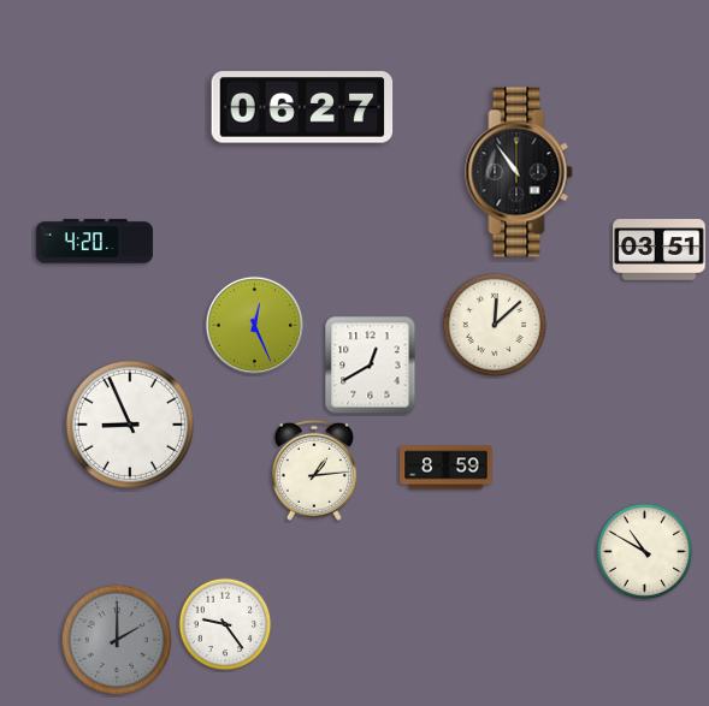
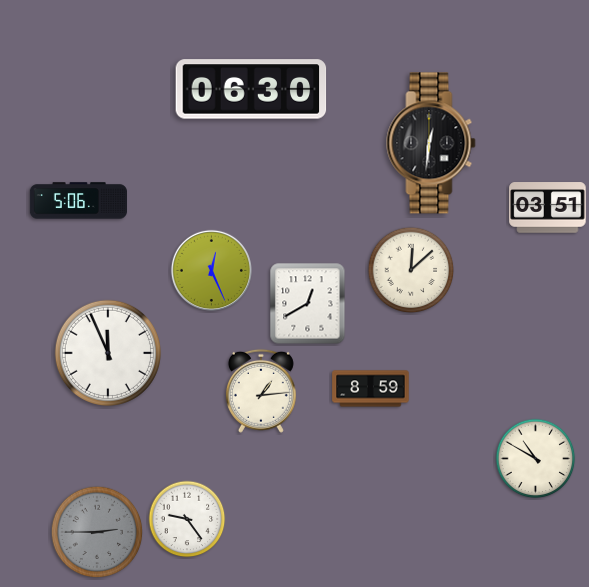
clock at (302, 107): 06:27 -> 06:30
clock at (519, 172): 10:54 -> 12:31
clock at (94, 242): 4:20 -> 5:06
clock at (130, 425): 8:56 -> 11:56
clock at (117, 640): 2:00 -> 2:45
